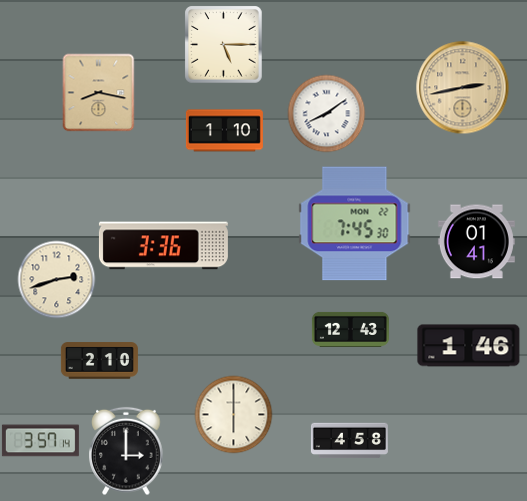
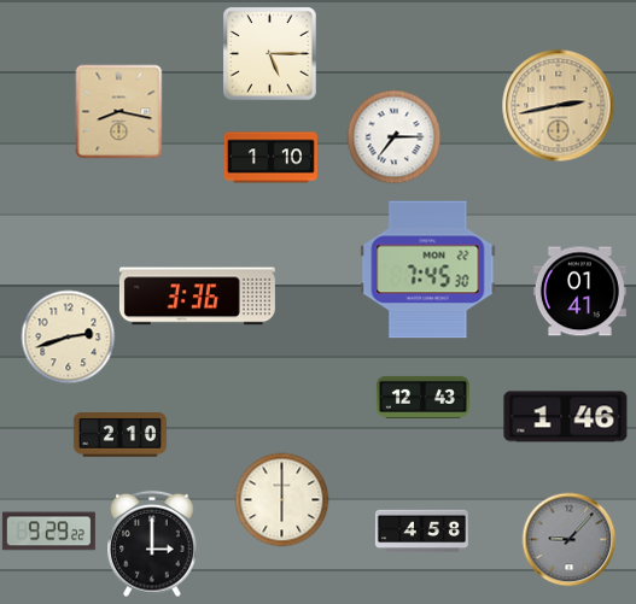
clock at (326, 113): 8:09 -> 7:15
clock at (476, 242) position: (476, 242) -> (579, 292)
clock at (40, 441): 3:57 -> 9:29
clock at (568, 539): none -> 9:07
